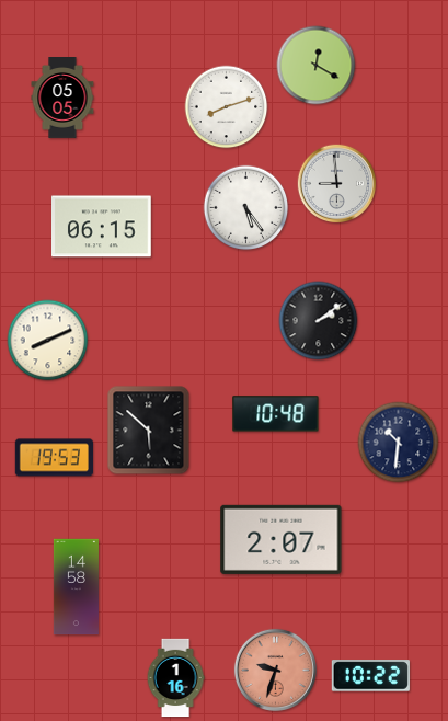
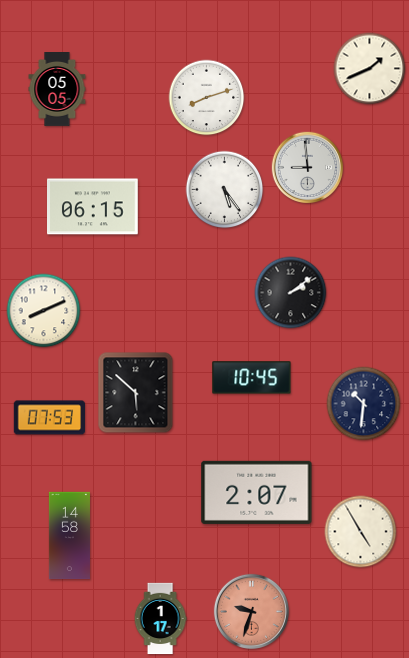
clock at (317, 66): 12:20 -> none
clock at (370, 69): none -> 1:41
clock at (276, 414): 10:48 -> 10:45
clock at (54, 458): 19:53 -> 07:53
clock at (361, 532): none -> 4:55
clock at (370, 676): 10:22 -> none
clock at (175, 678): 1:16 -> 1:17
